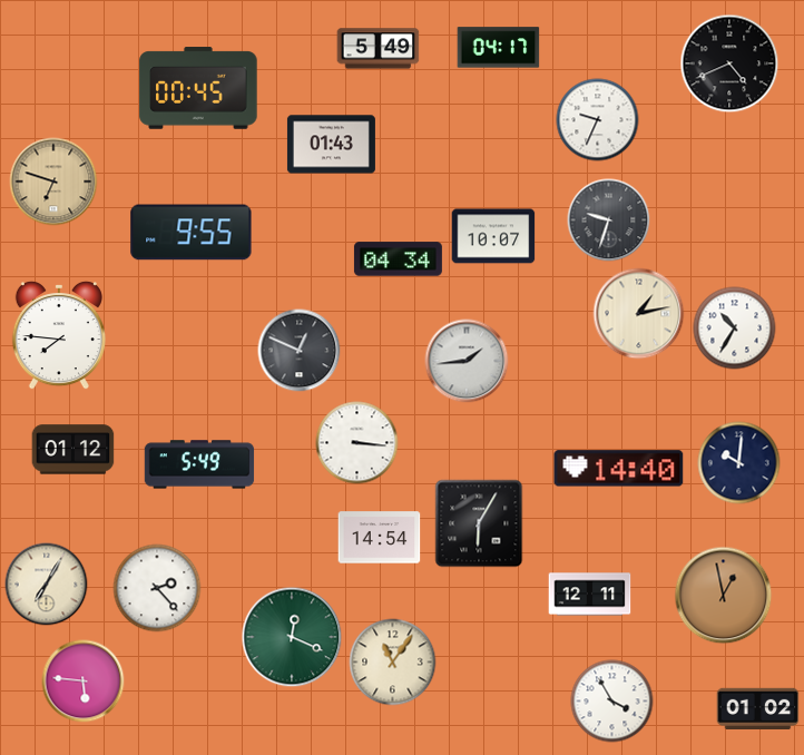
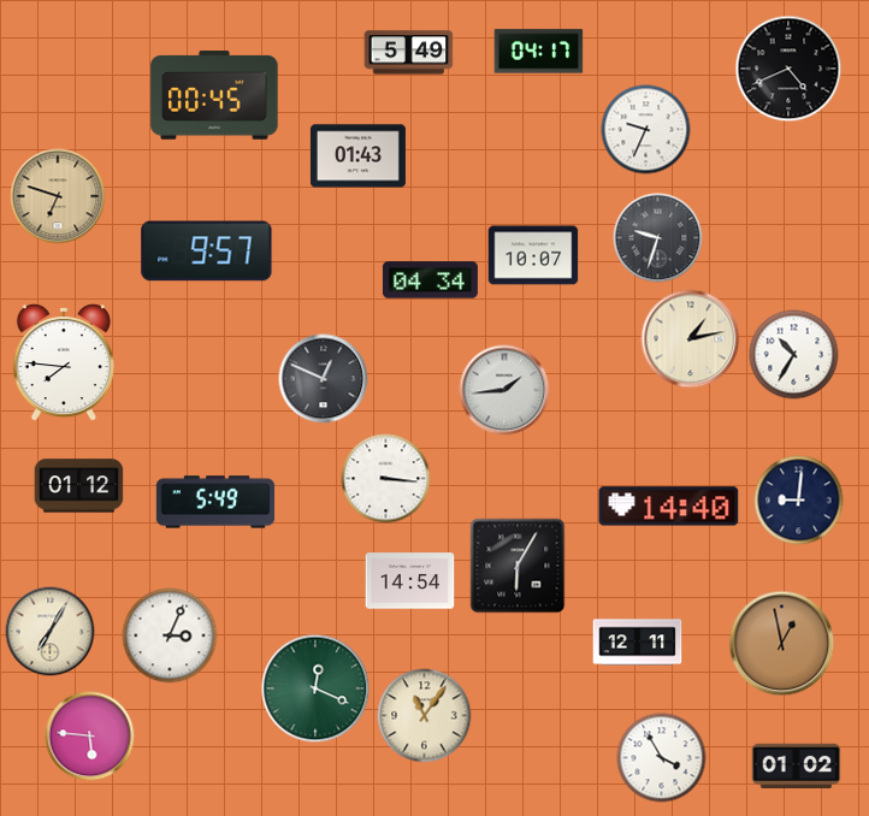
clock at (192, 233): 9:55 -> 9:57
clock at (739, 463): 10:01 -> 9:01
clock at (157, 588): 2:23 -> 3:04
clock at (758, 708) position: (758, 708) -> (797, 765)
